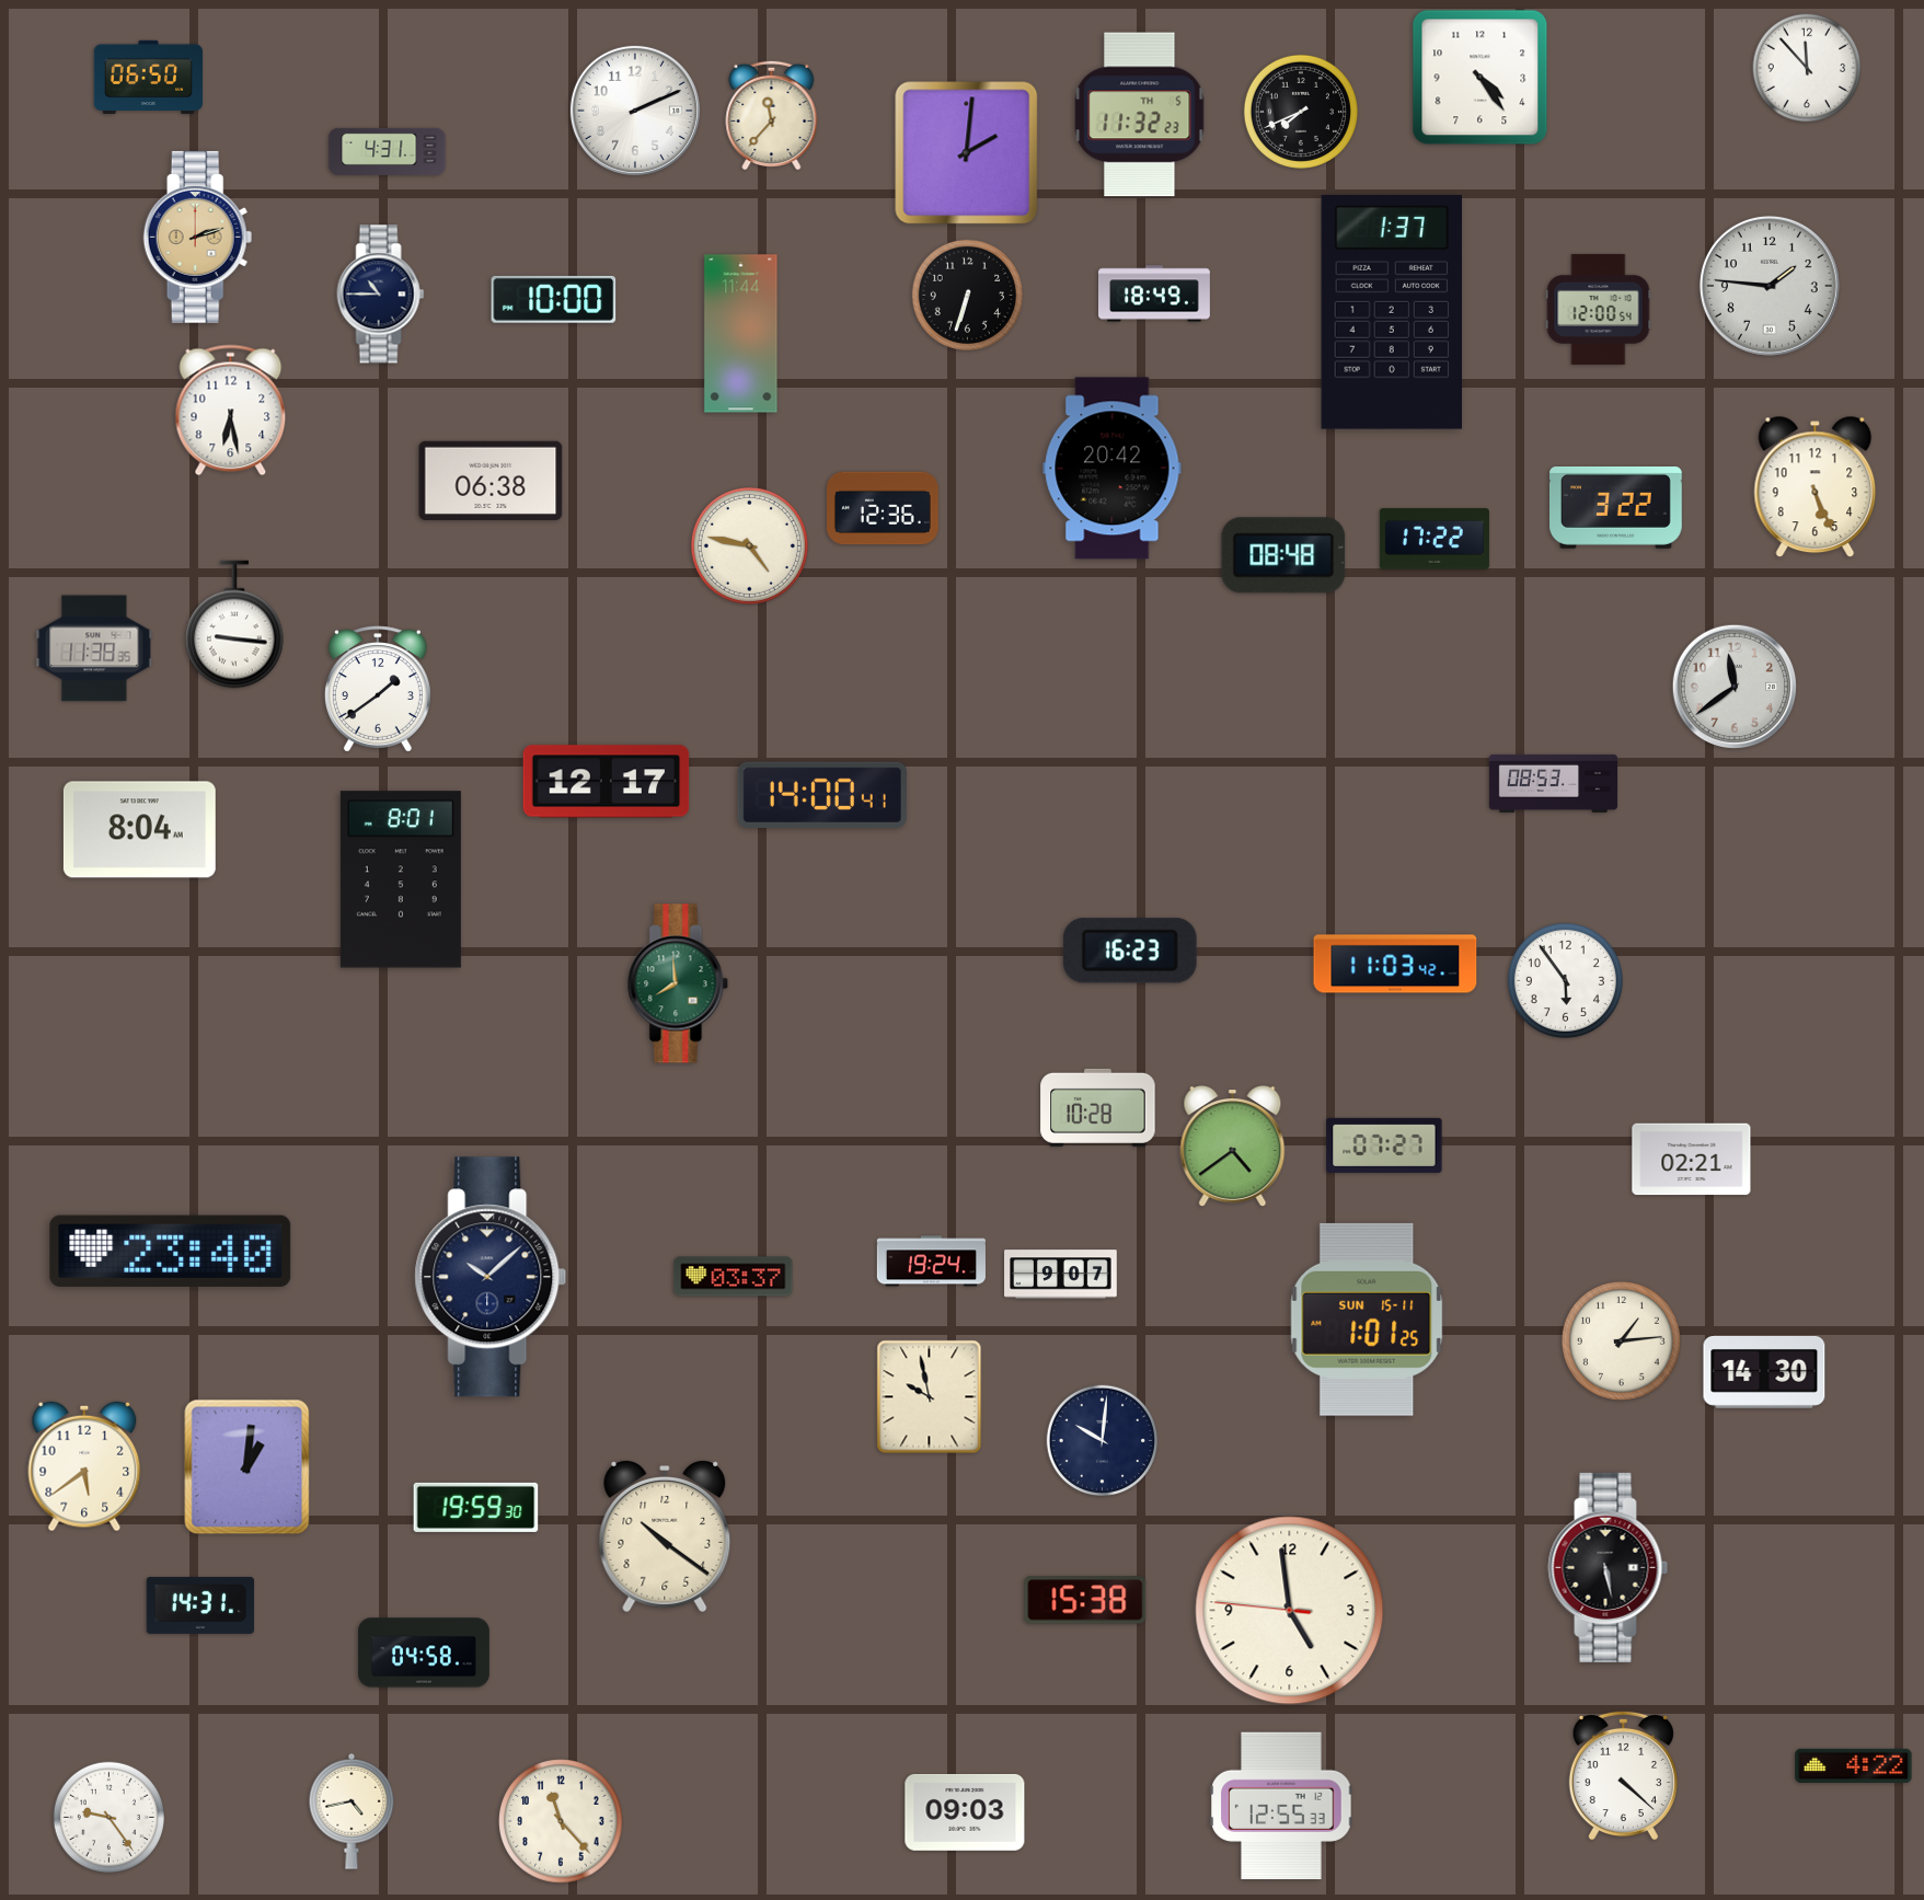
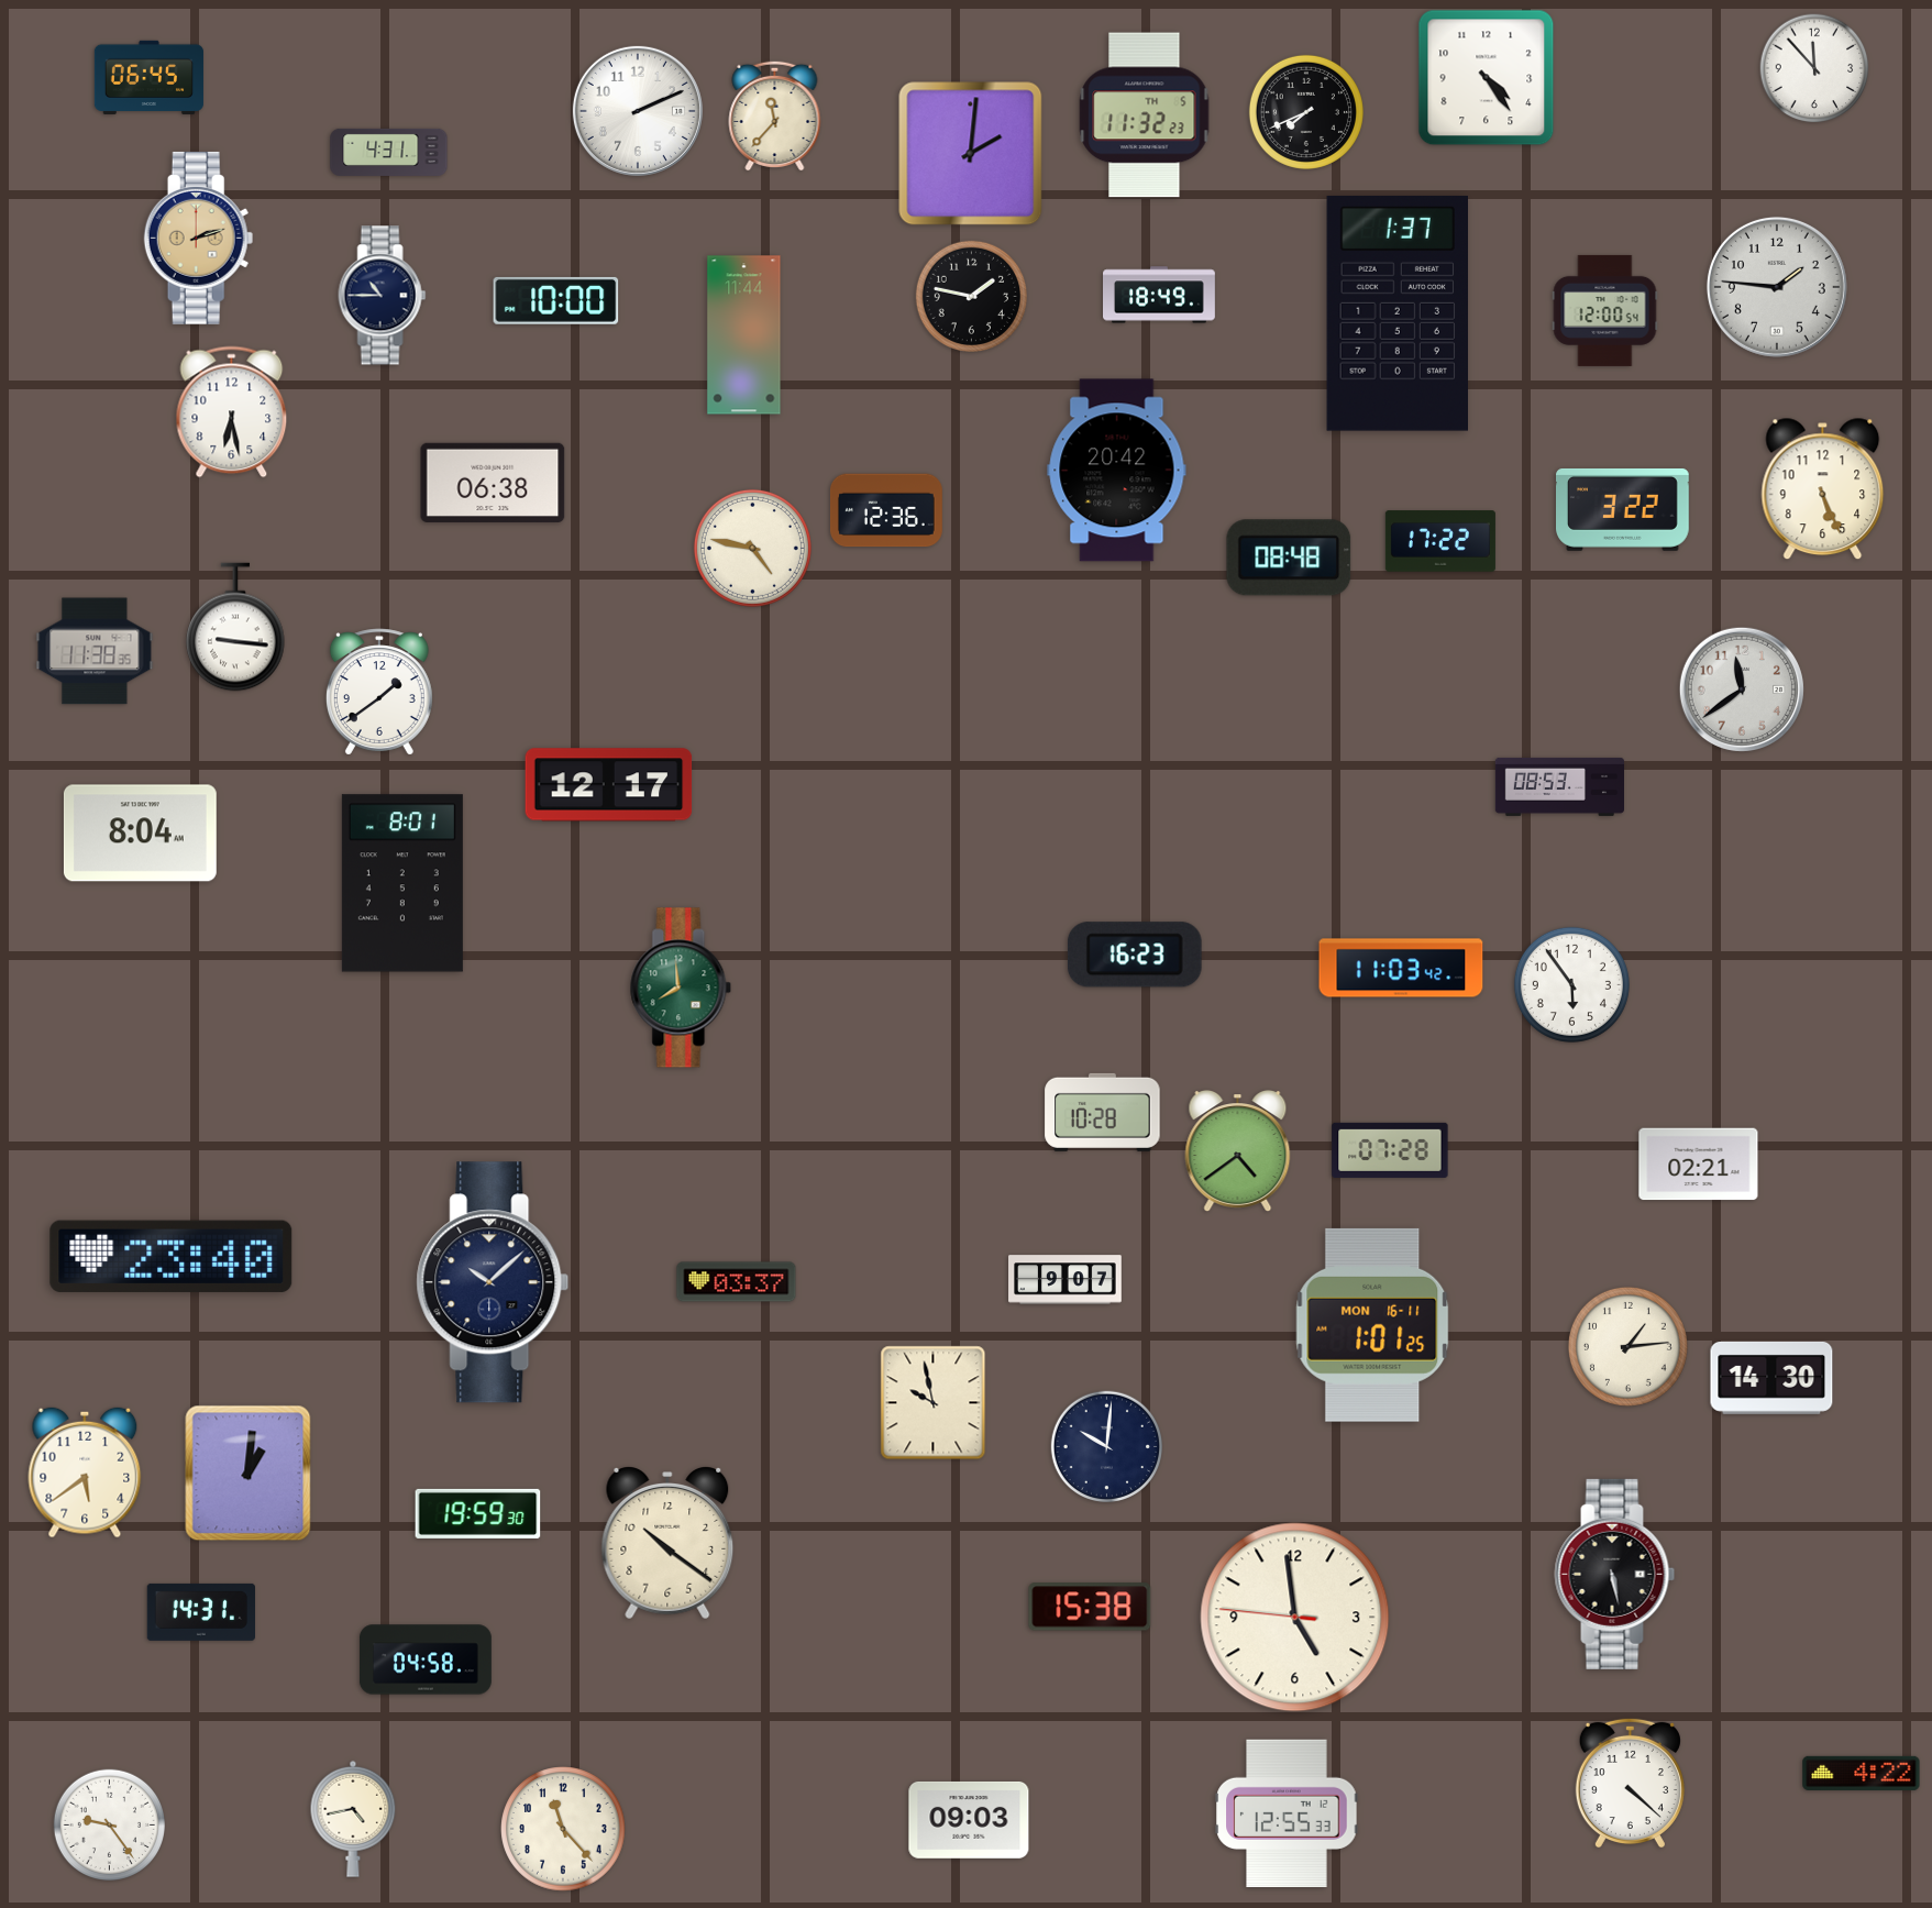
clock at (148, 77): 06:50 -> 06:45
clock at (967, 295): 6:33 -> 1:47
clock at (822, 794): 14:00 -> none
clock at (1384, 1145): 07:27 -> 07:28
clock at (931, 1262): 19:24 -> none
clock at (1367, 1320) date: SUN 15-11 -> MON 16-11
